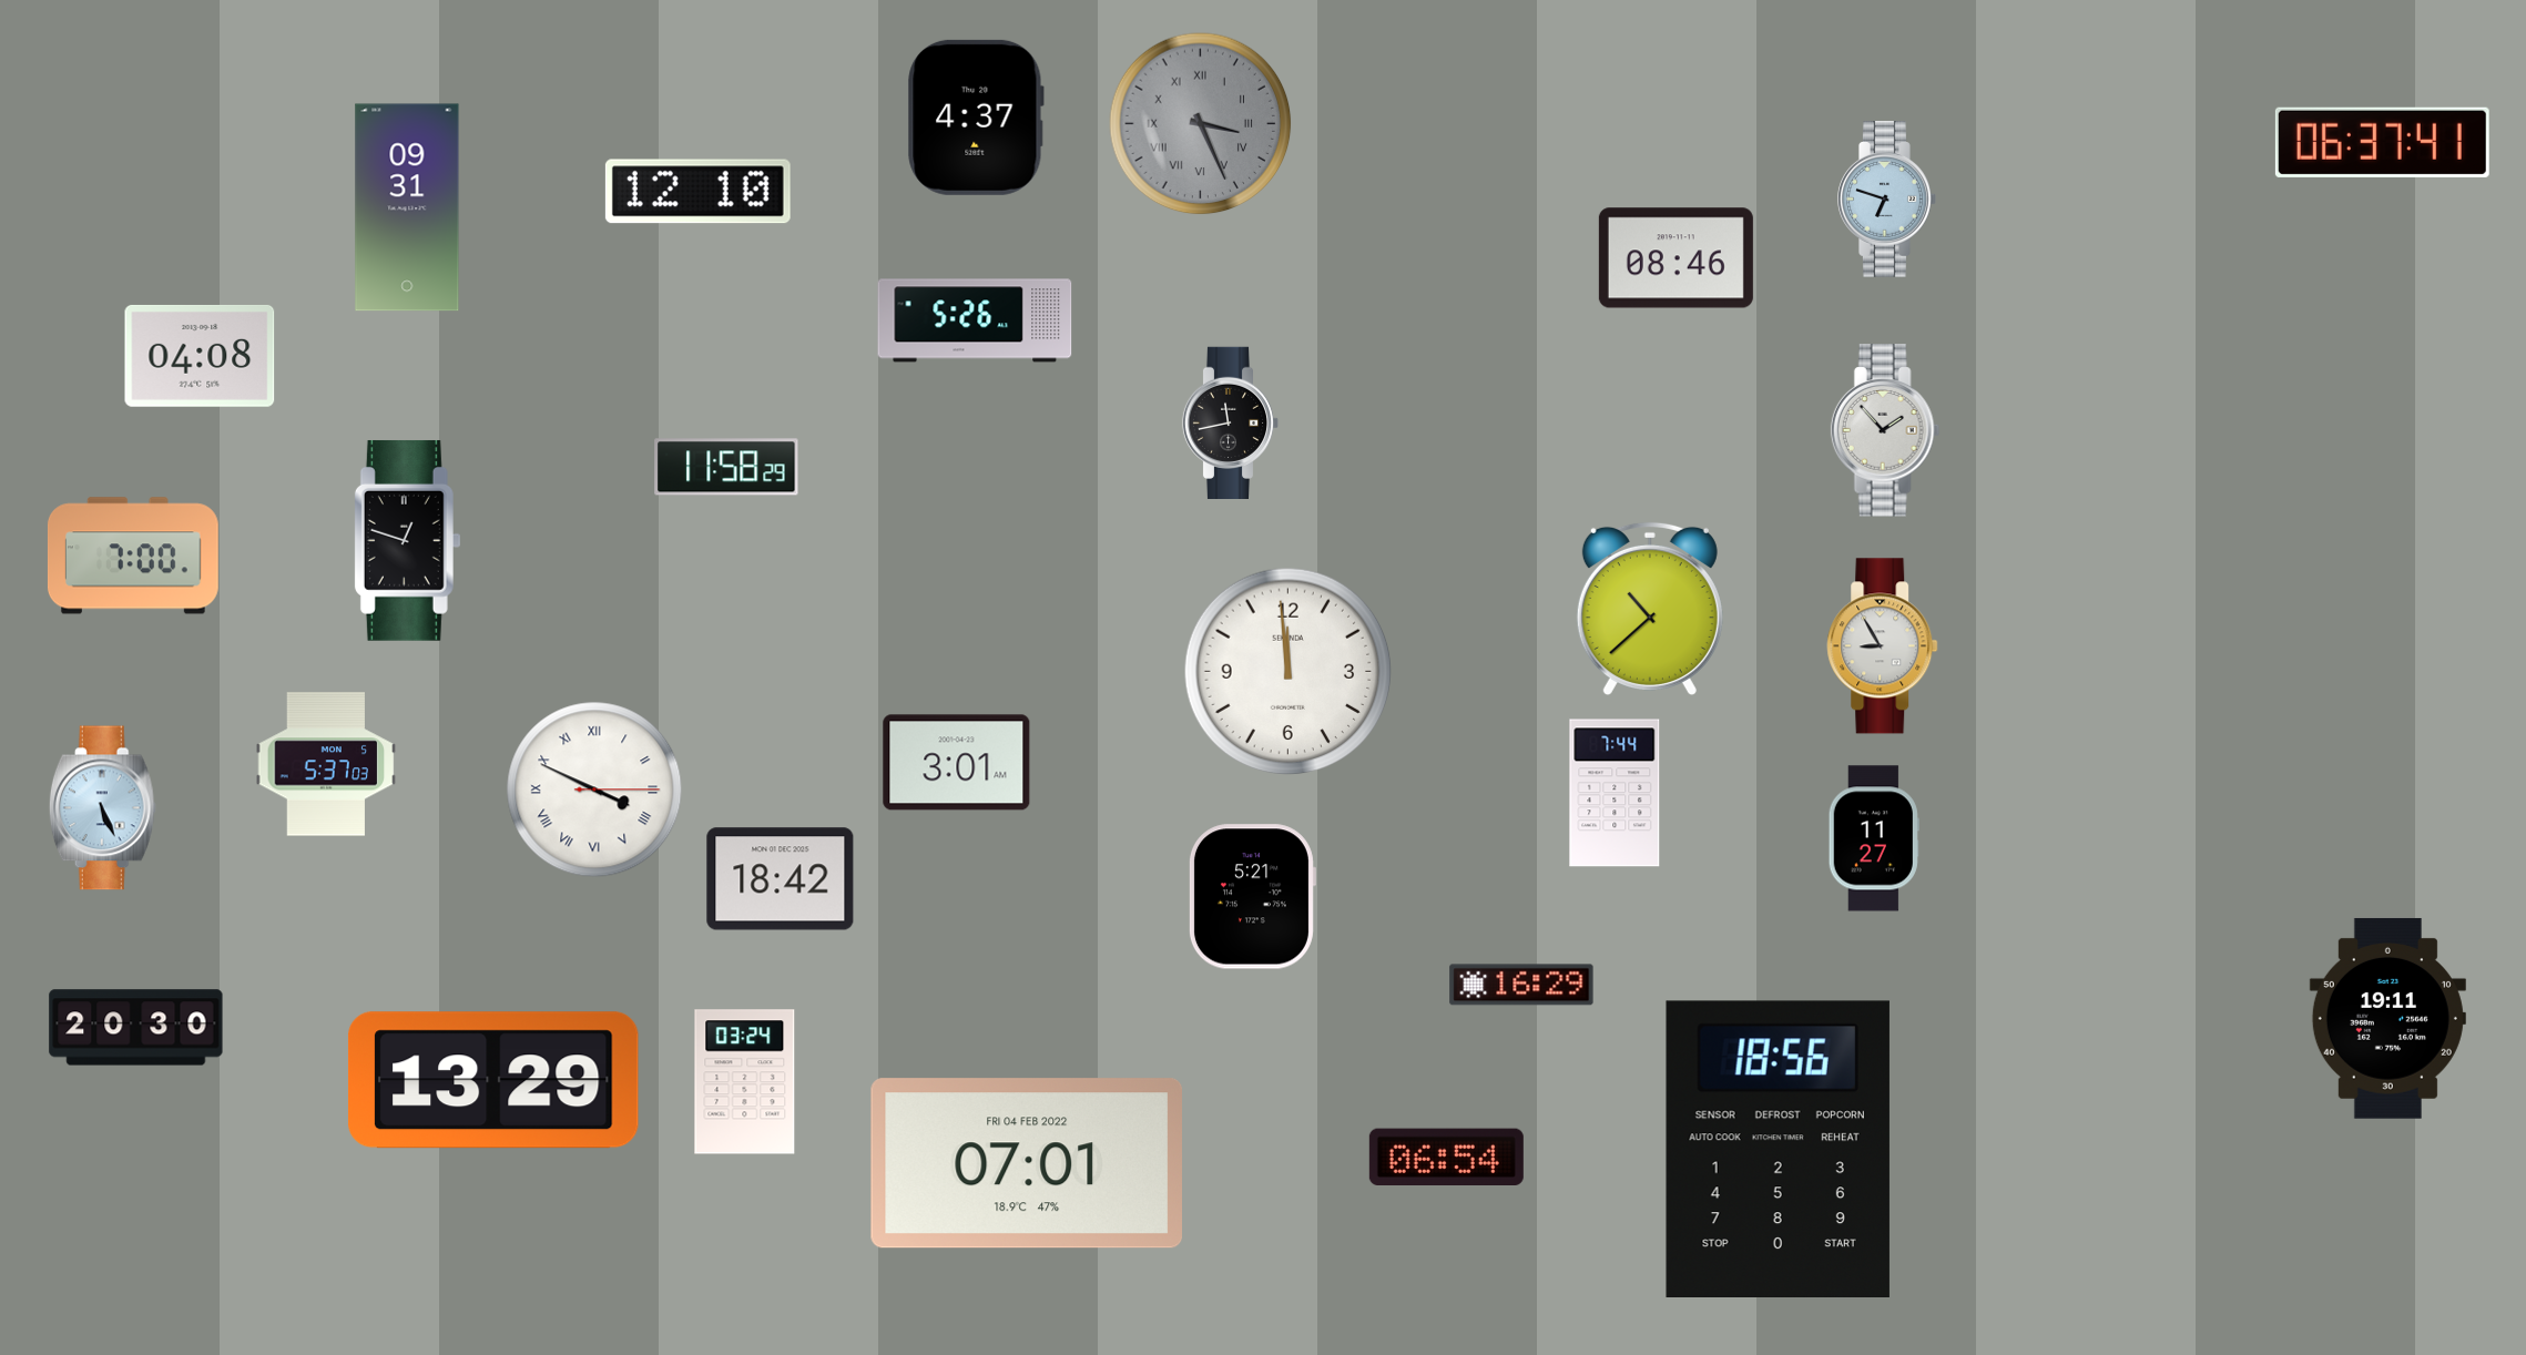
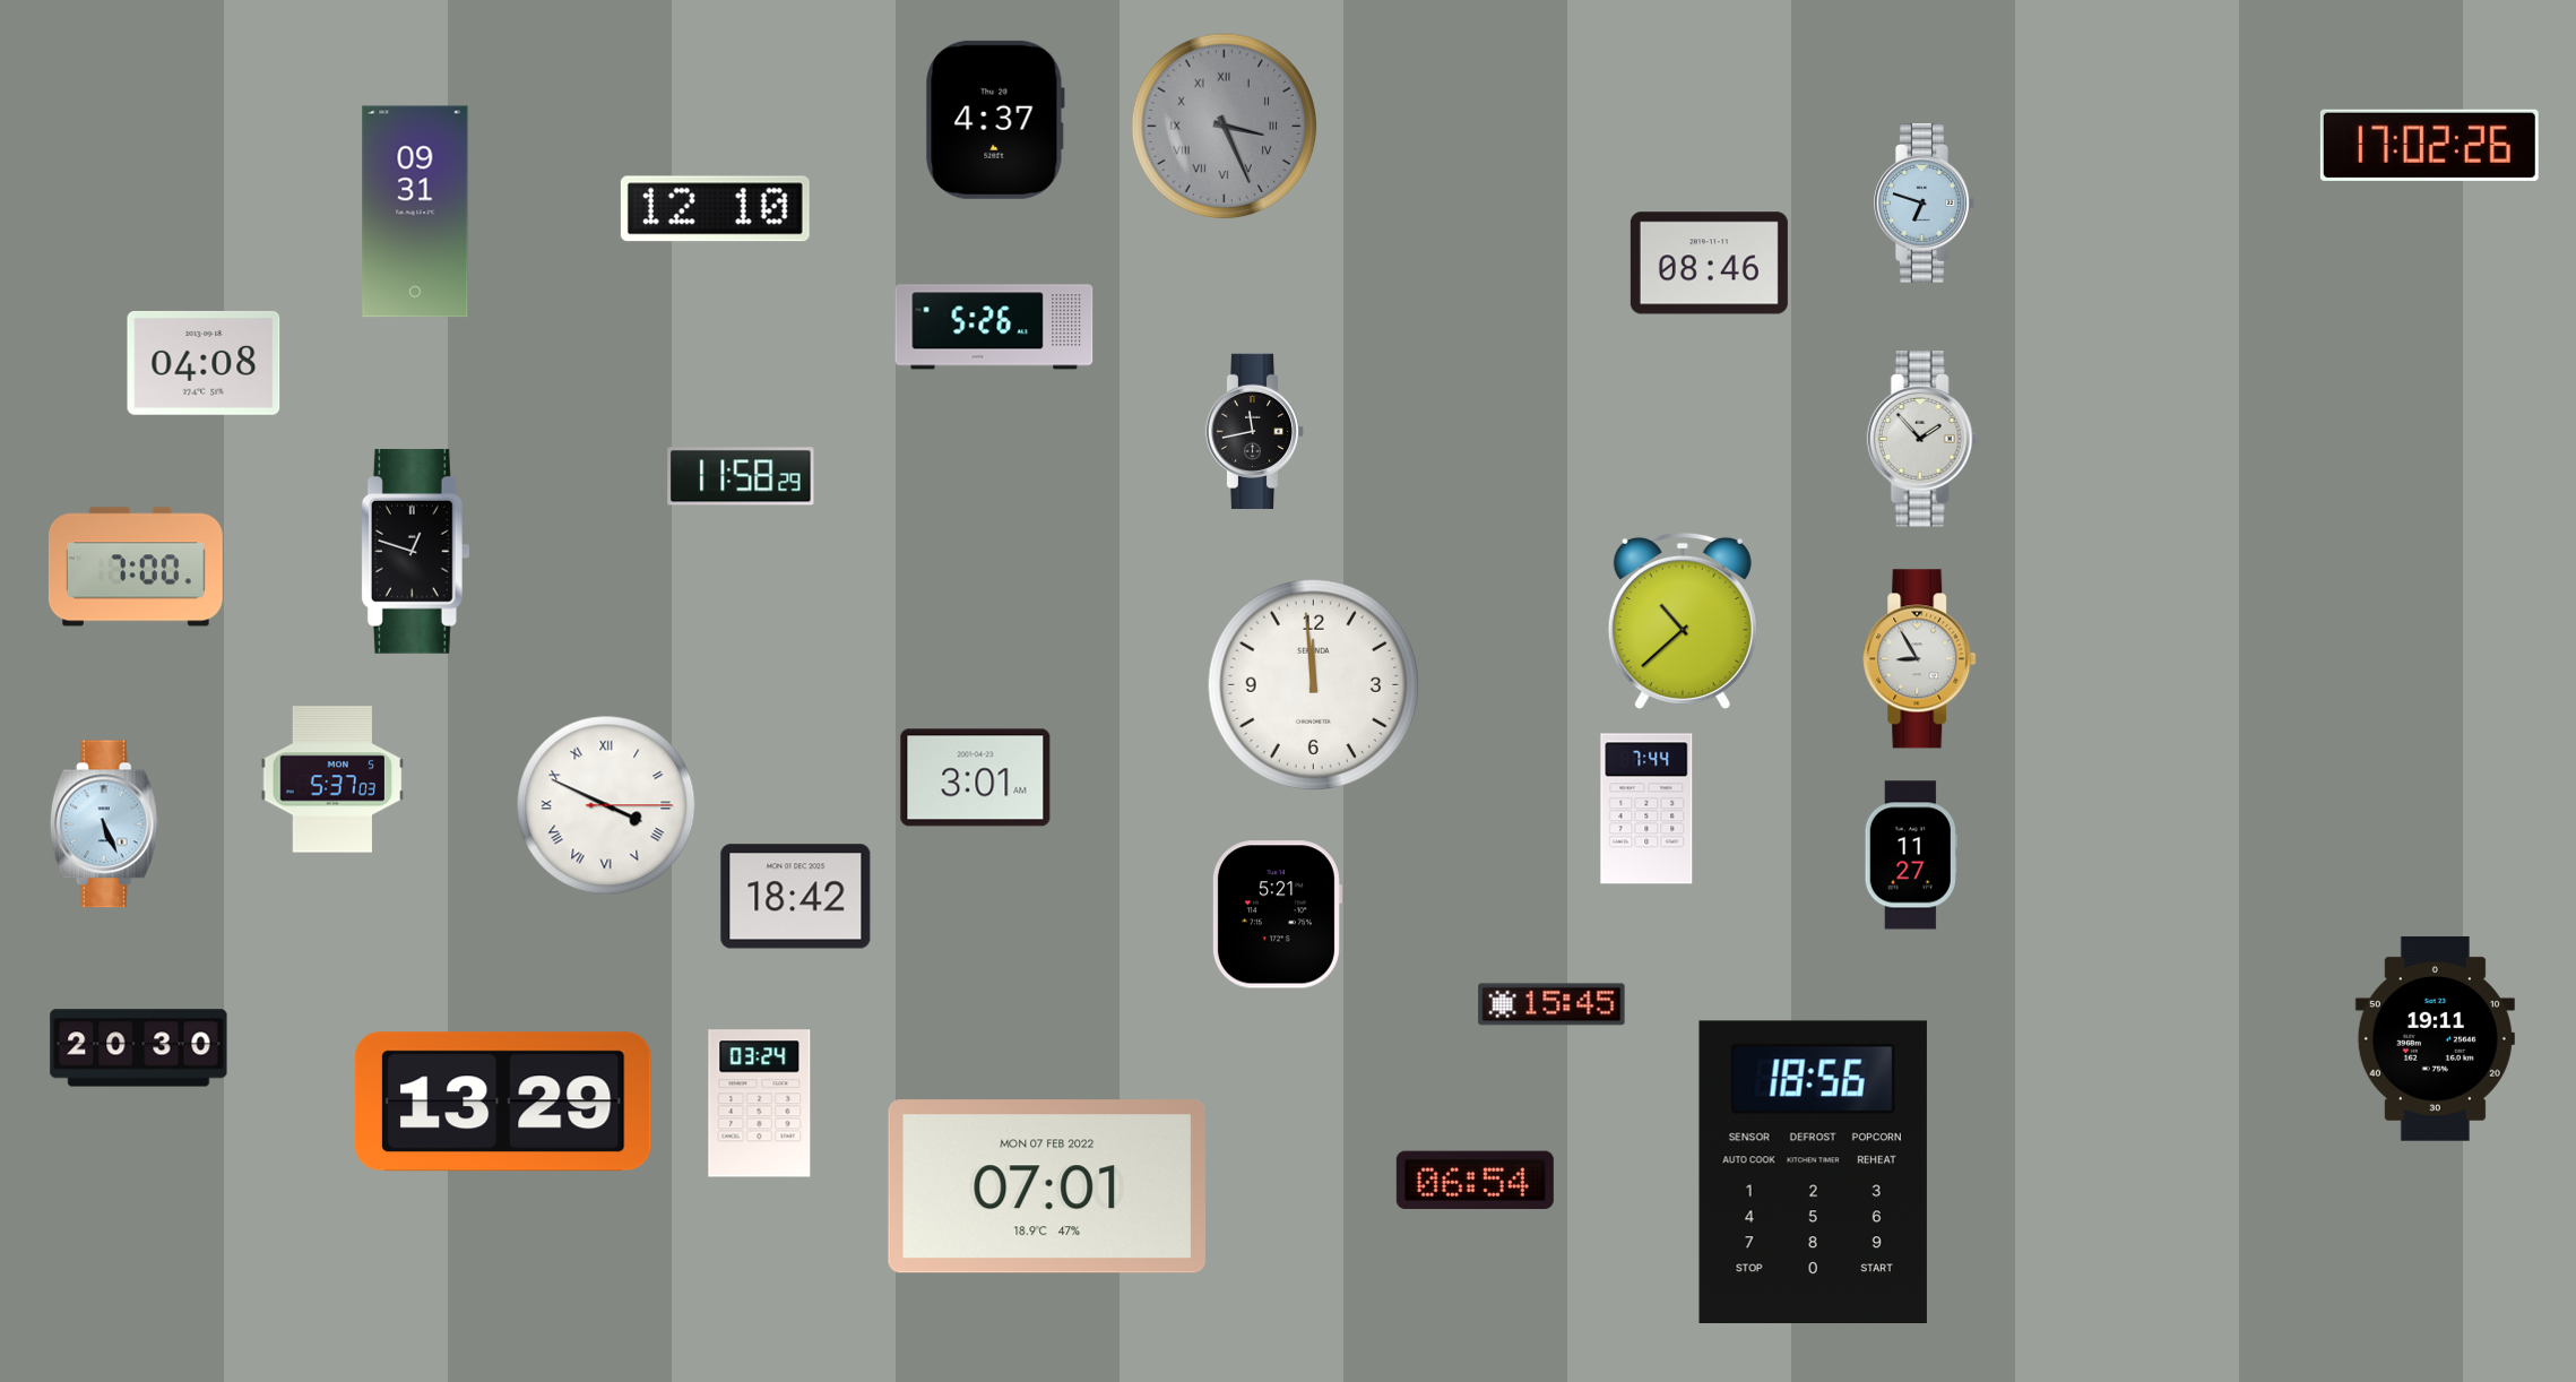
clock at (2382, 142): 06:37 -> 17:02
clock at (697, 192) position: (697, 192) -> (715, 209)
clock at (1521, 985): 16:29 -> 15:45
clock at (1026, 1163) date: FRI 04 FEB 2022 -> MON 07 FEB 2022
